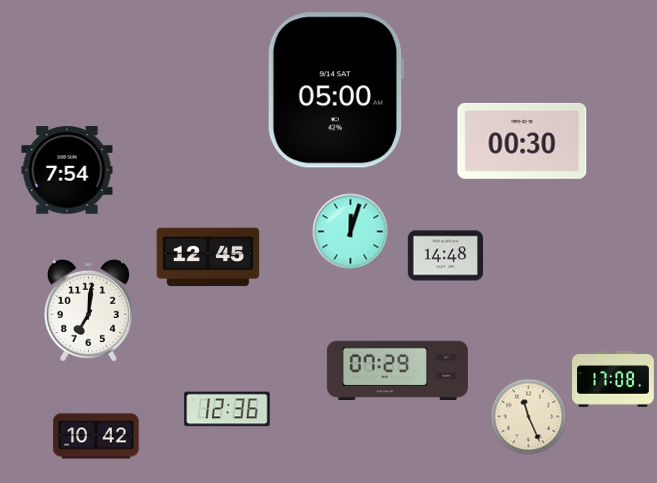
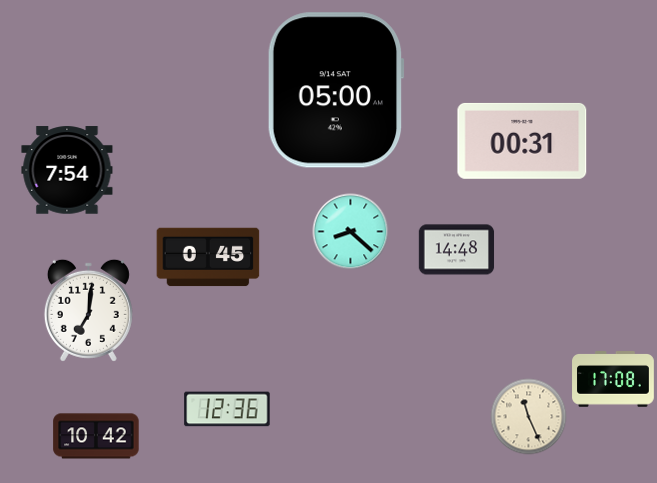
clock at (522, 141): 00:30 -> 00:31
clock at (351, 232): 12:03 -> 8:22
clock at (446, 256) position: (446, 256) -> (457, 250)
clock at (208, 257): 12:45 -> 0:45
clock at (397, 370): 07:29 -> none
